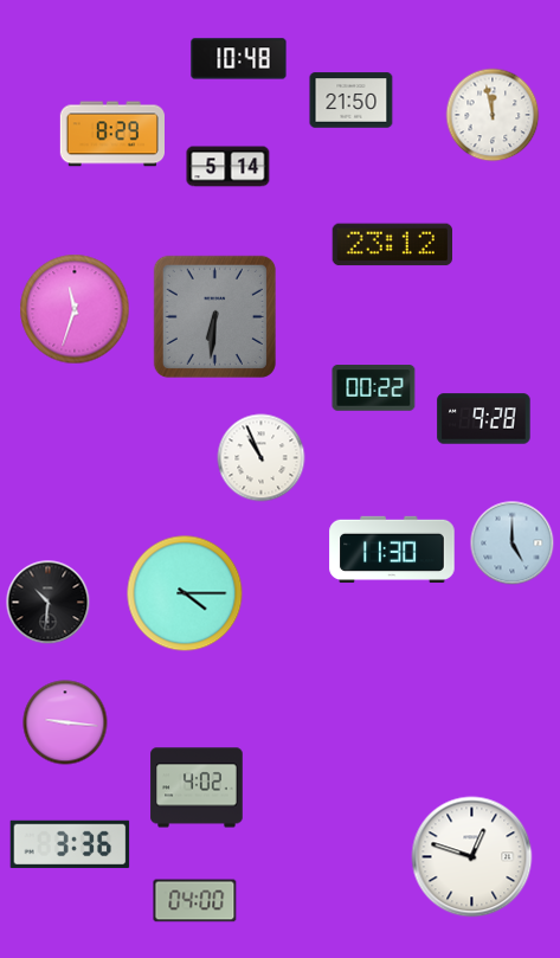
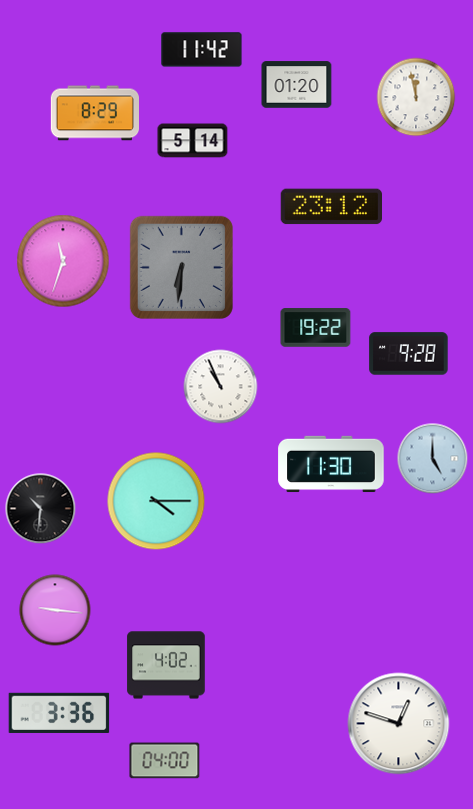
clock at (239, 59): 10:48 -> 11:42
clock at (352, 101): 21:50 -> 01:20
clock at (374, 388): 00:22 -> 19:22
